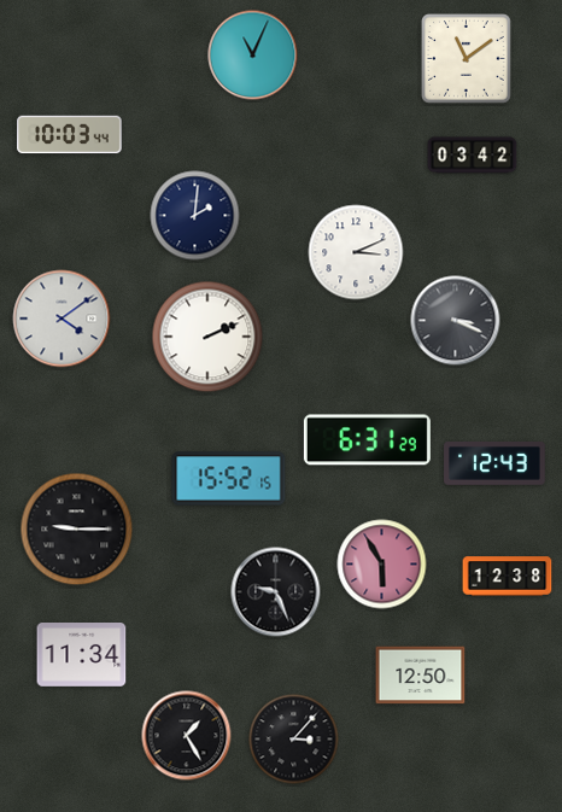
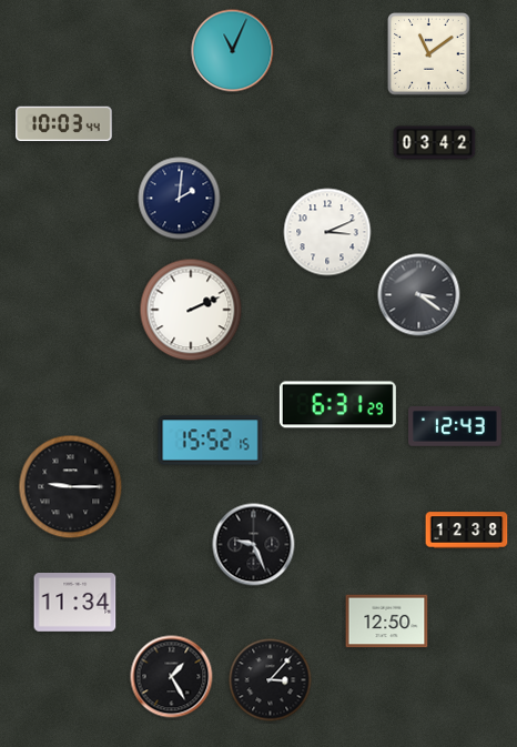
clock at (62, 319): 4:09 -> none
clock at (456, 321): 3:19 -> 3:21
clock at (382, 565): 5:55 -> none
